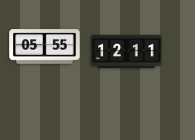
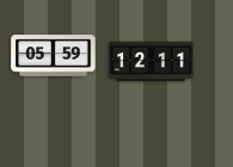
clock at (45, 47): 05:55 -> 05:59
